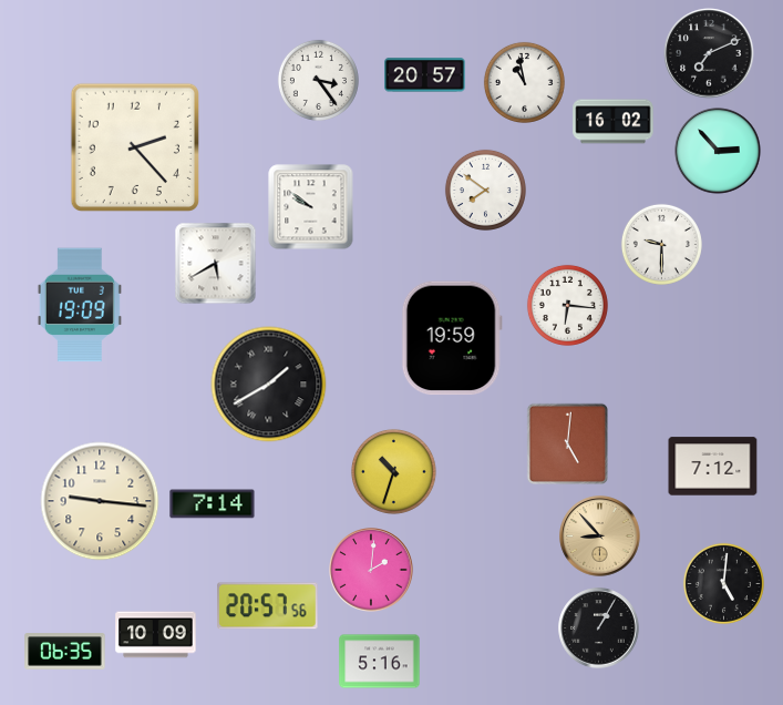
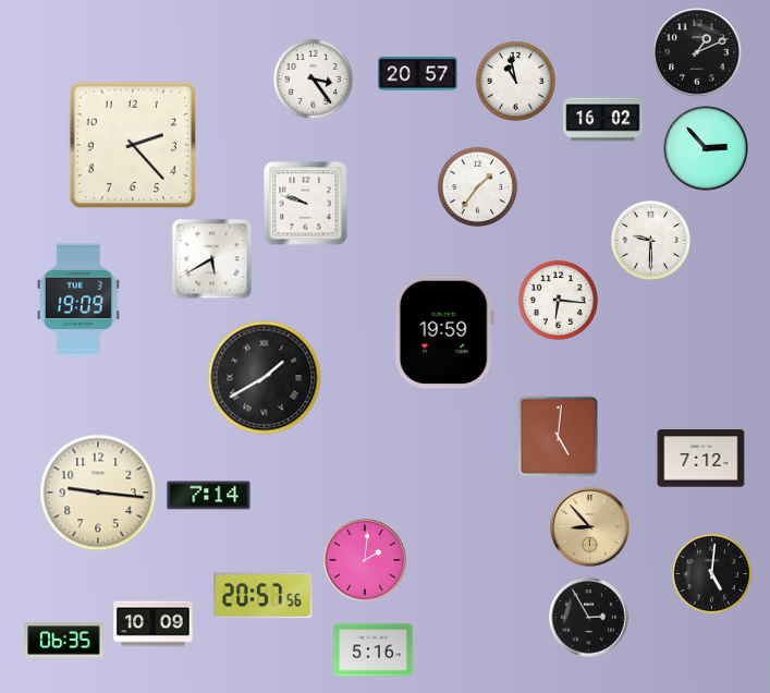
clock at (709, 53): 7:11 -> 1:11
clock at (485, 190): 7:51 -> 1:36
clock at (311, 207): 9:51 -> 9:48
clock at (393, 471): 10:33 -> none
clock at (599, 629): 1:05 -> 2:55
